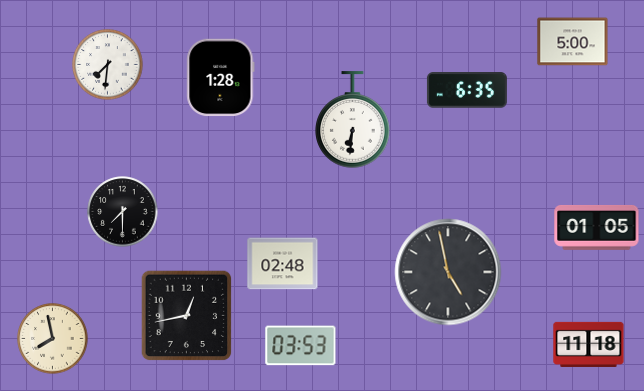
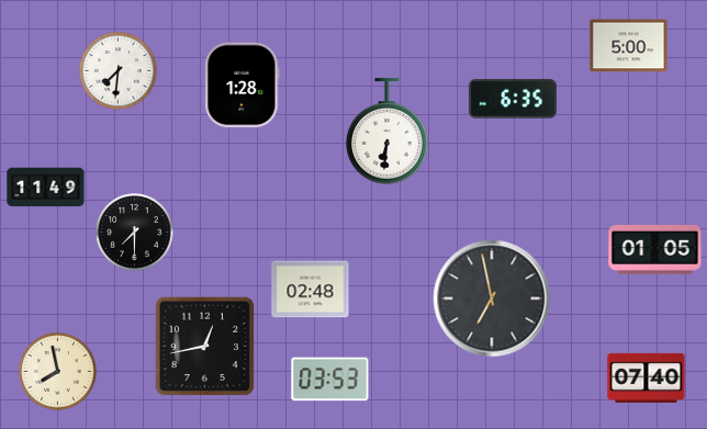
clock at (46, 188): none -> 11:49
clock at (448, 272): 4:58 -> 6:58
clock at (589, 344): 11:18 -> 07:40
